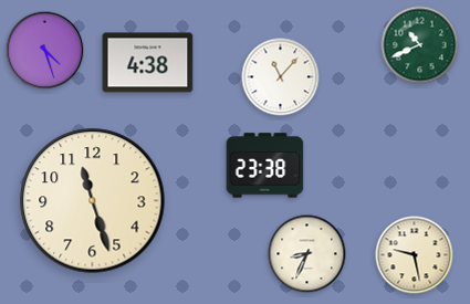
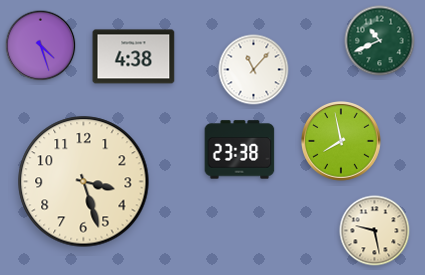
clock at (341, 141): none -> 7:58
clock at (93, 201): 11:27 -> 3:27
clock at (307, 254): 8:34 -> none
